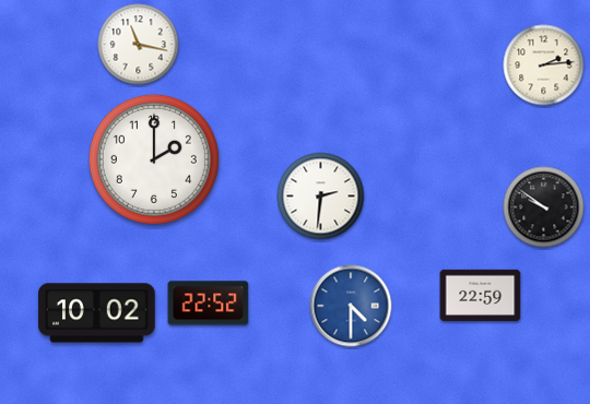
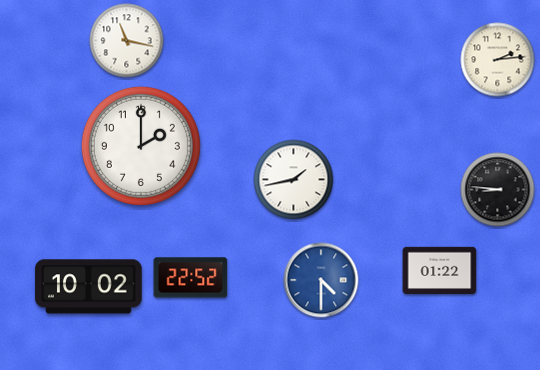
clock at (321, 197): 2:31 -> 1:43
clock at (544, 207): 9:51 -> 8:46
clock at (481, 296): 22:59 -> 01:22
